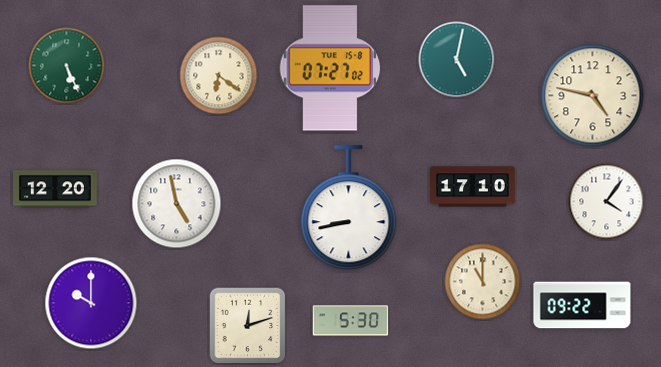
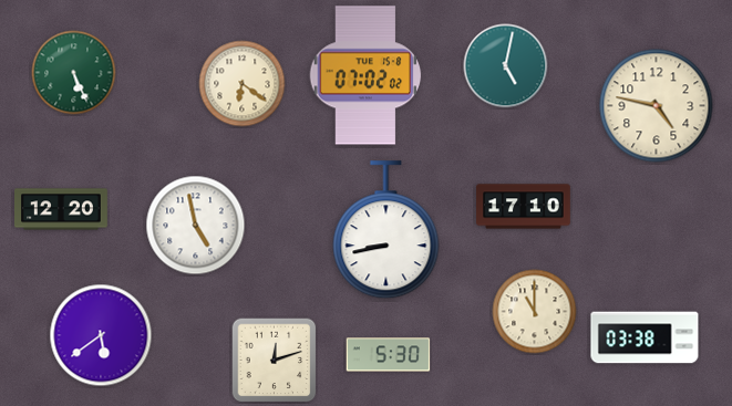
clock at (330, 68): 07:27 -> 07:02
clock at (607, 202): 4:06 -> none
clock at (91, 303): 10:00 -> 5:39
clock at (582, 305): 09:22 -> 03:38
